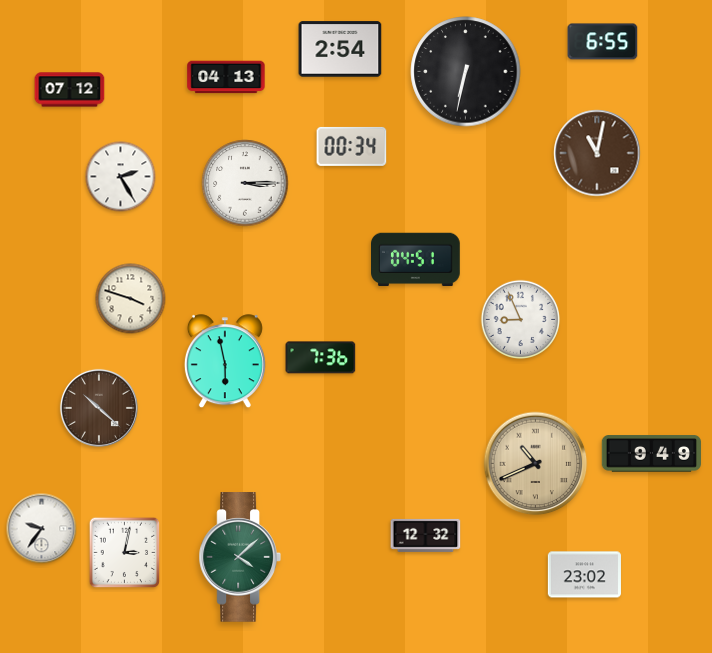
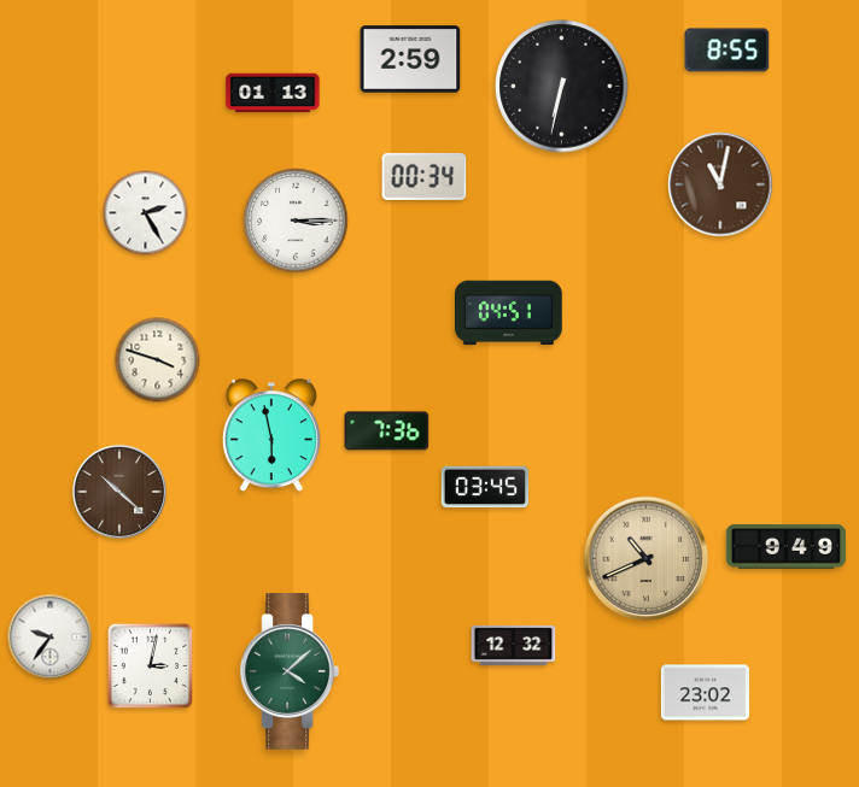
clock at (603, 42): 6:55 -> 8:55
clock at (340, 49): 2:54 -> 2:59
clock at (226, 77): 04:13 -> 01:13
clock at (70, 90): 07:12 -> none
clock at (416, 260) position: (416, 260) -> (509, 313)
clock at (521, 320): 8:56 -> none
clock at (485, 487): none -> 03:45
